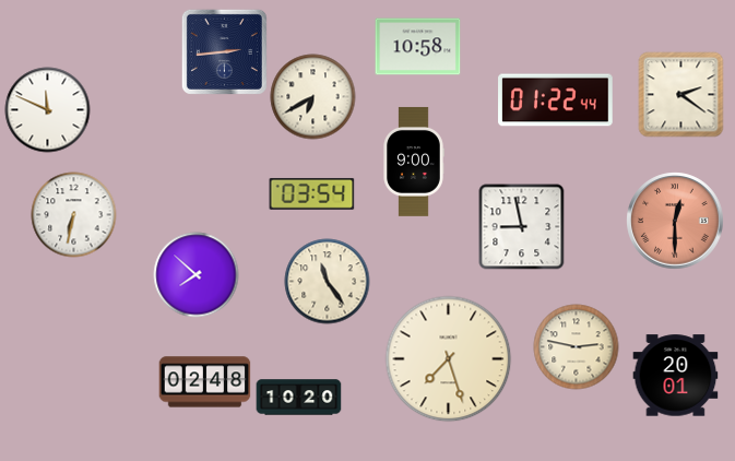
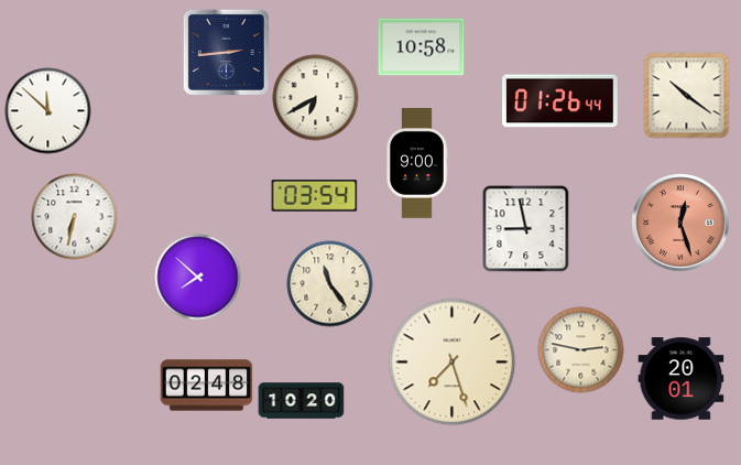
clock at (680, 94): 2:21 -> 10:21
clock at (556, 101): 01:22 -> 01:26
clock at (47, 109): 11:49 -> 11:52
clock at (675, 221): 12:30 -> 12:27
